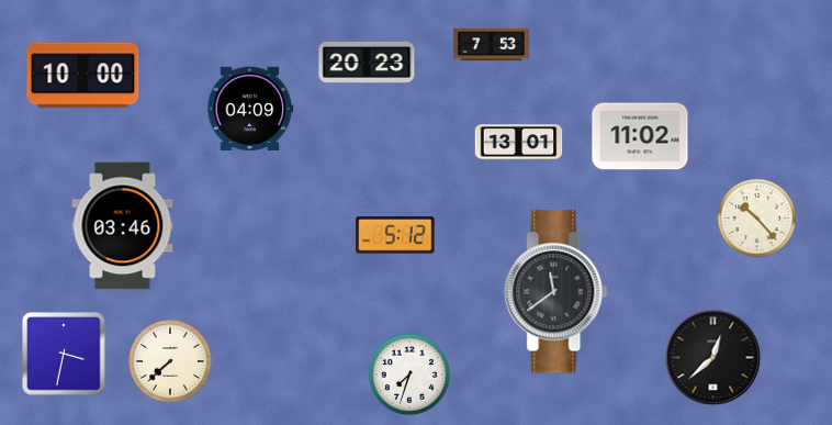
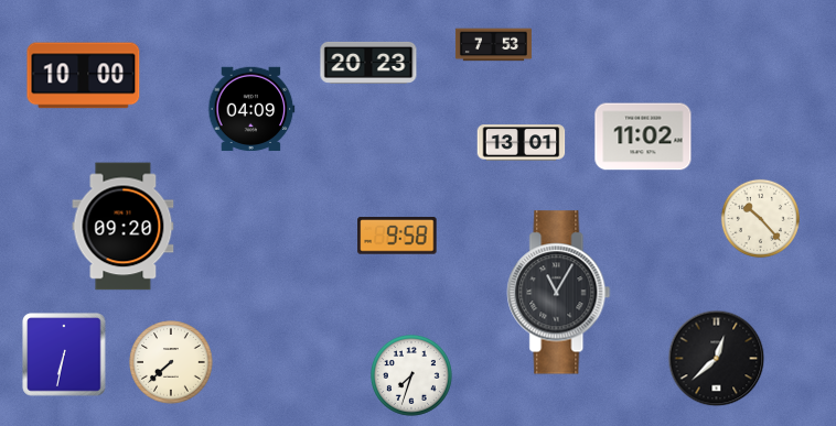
clock at (123, 226): 03:46 -> 09:20
clock at (395, 235): 5:12 -> 9:58
clock at (556, 292): 11:39 -> 11:05
clock at (64, 354): 3:32 -> 6:32
